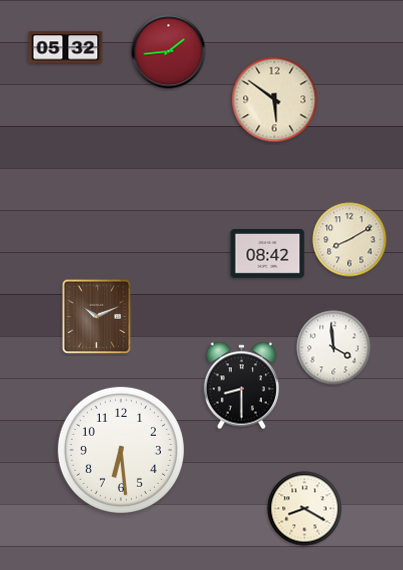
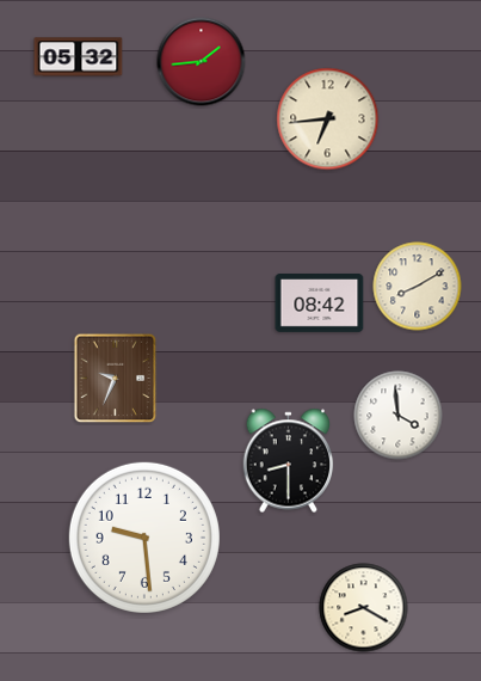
clock at (275, 100): 5:51 -> 6:44
clock at (97, 317): 10:11 -> 9:34
clock at (121, 450): 6:29 -> 9:29
